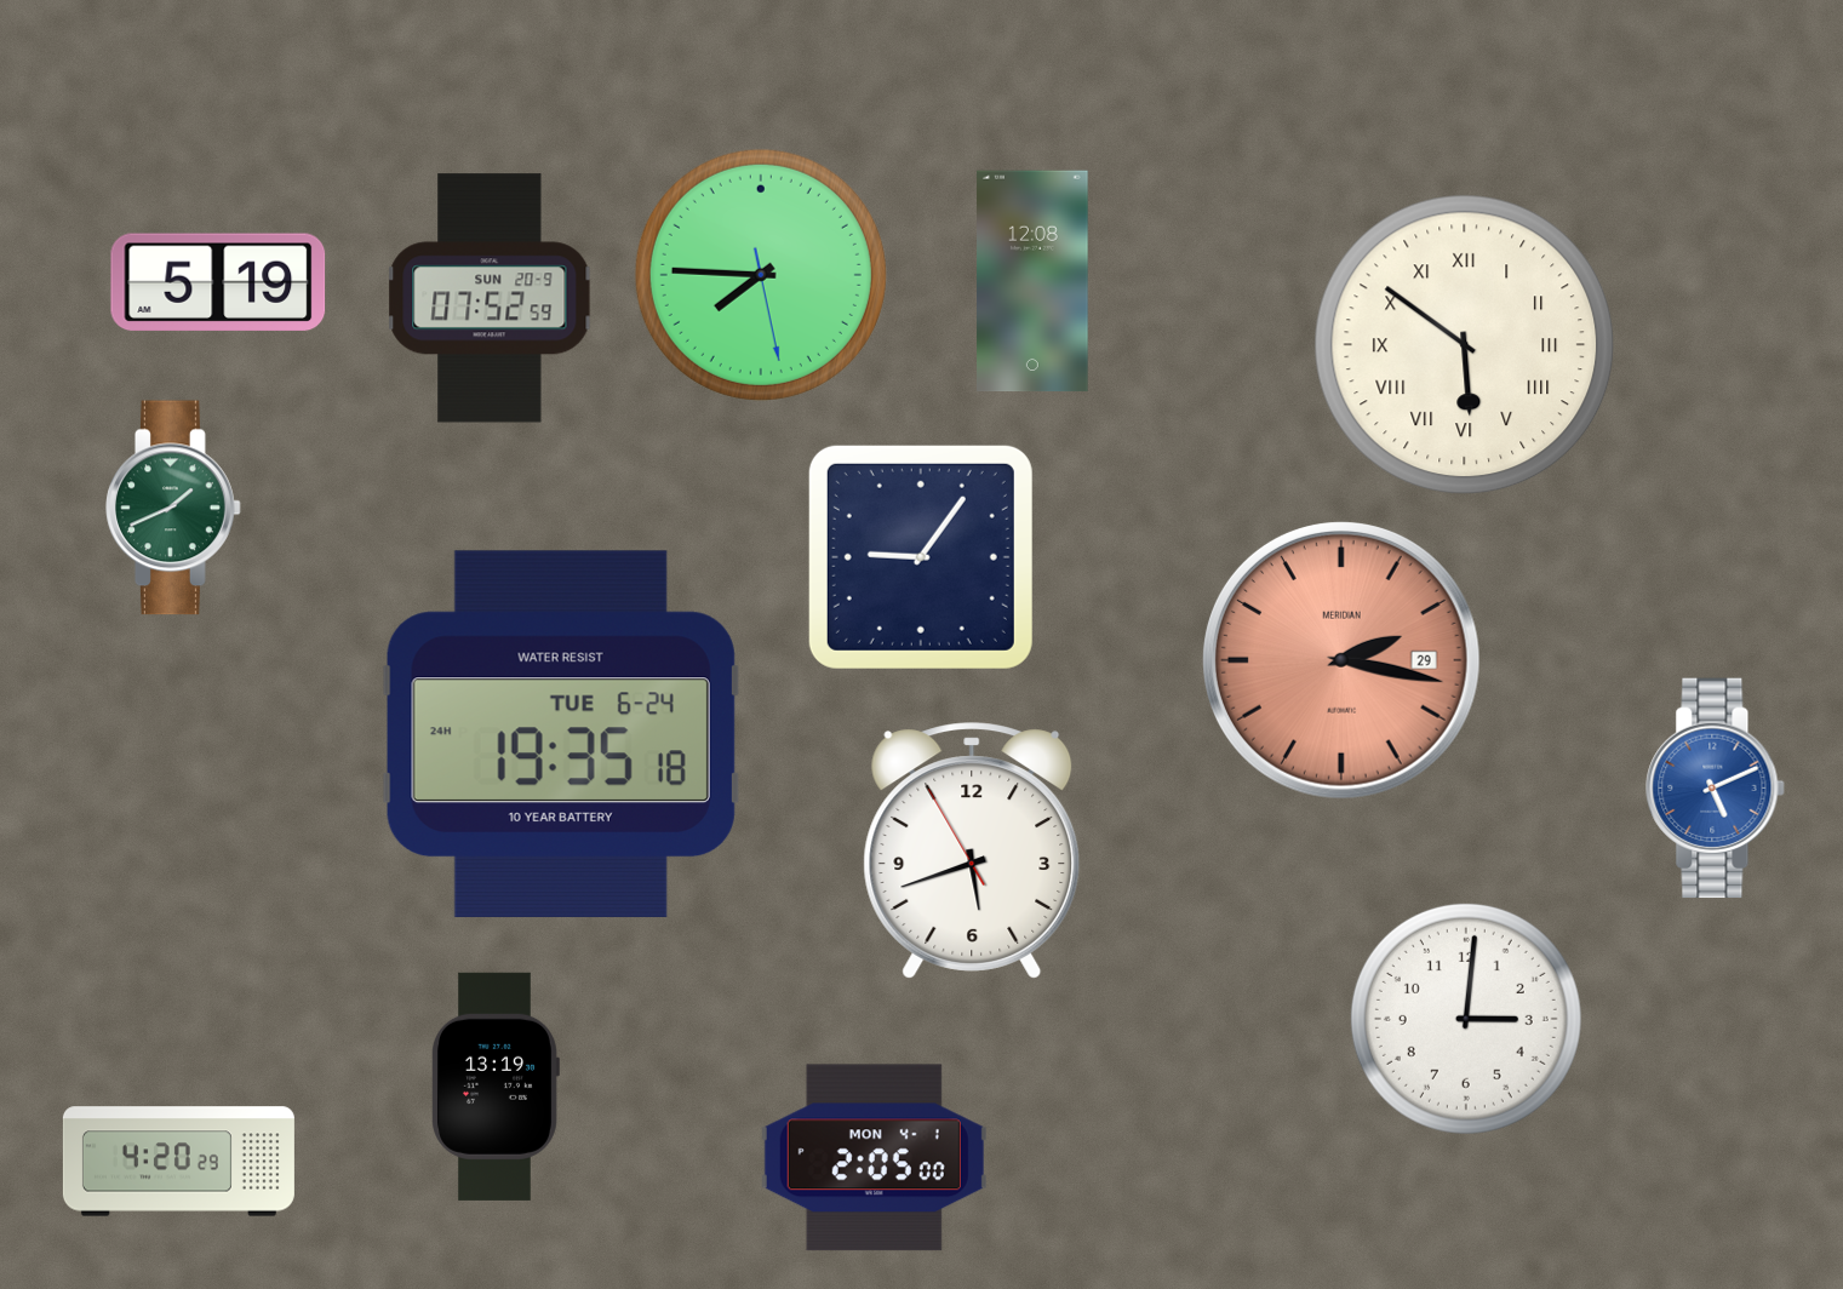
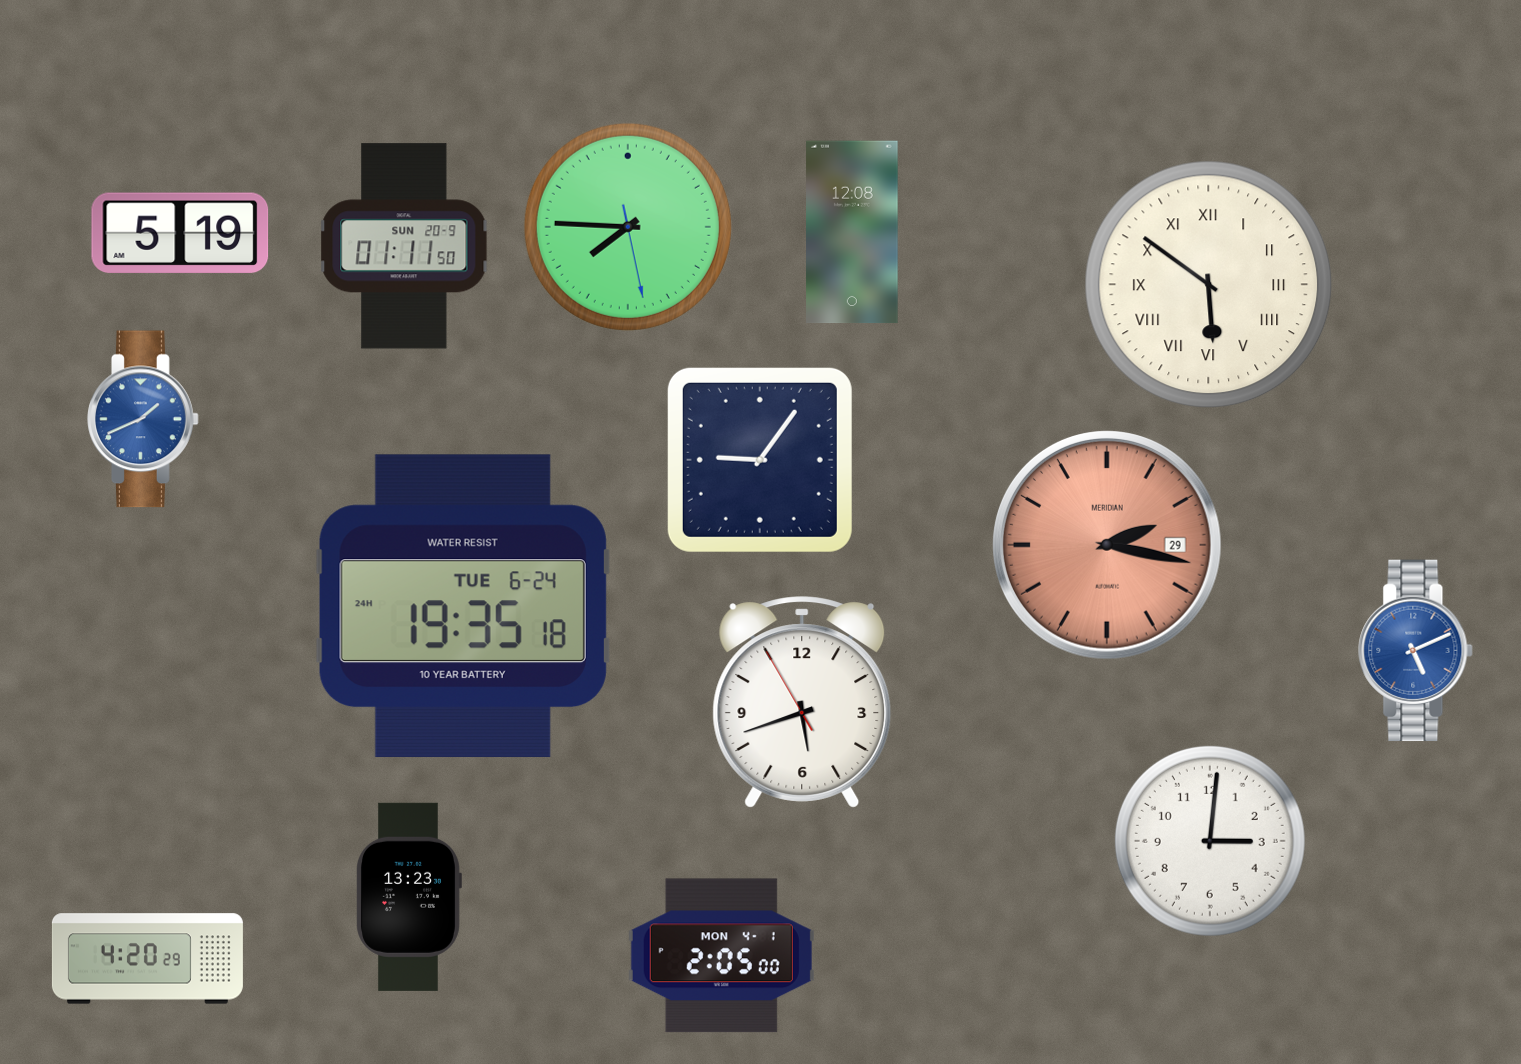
clock at (490, 298): 07:52 -> 01:11
clock at (173, 508) dial: green -> blue
clock at (496, 1087): 13:19 -> 13:23
